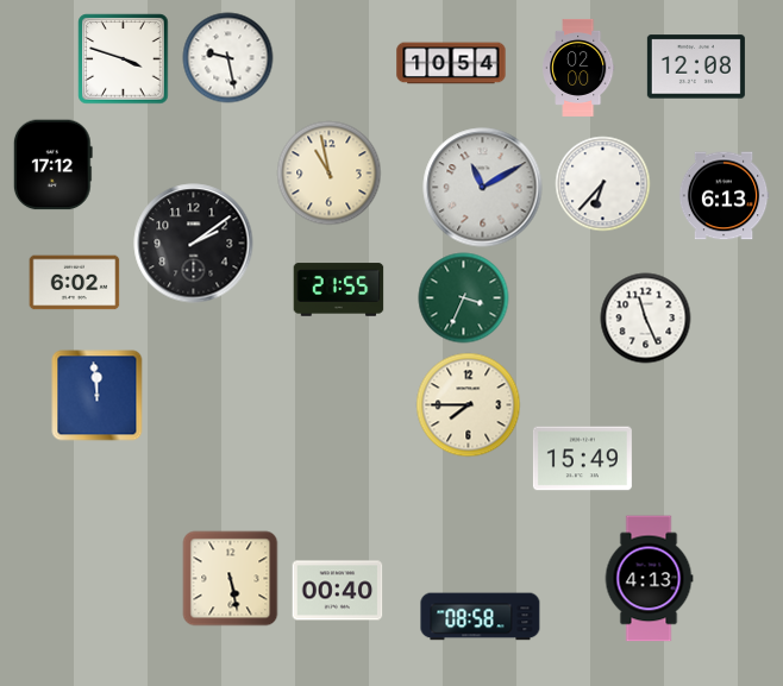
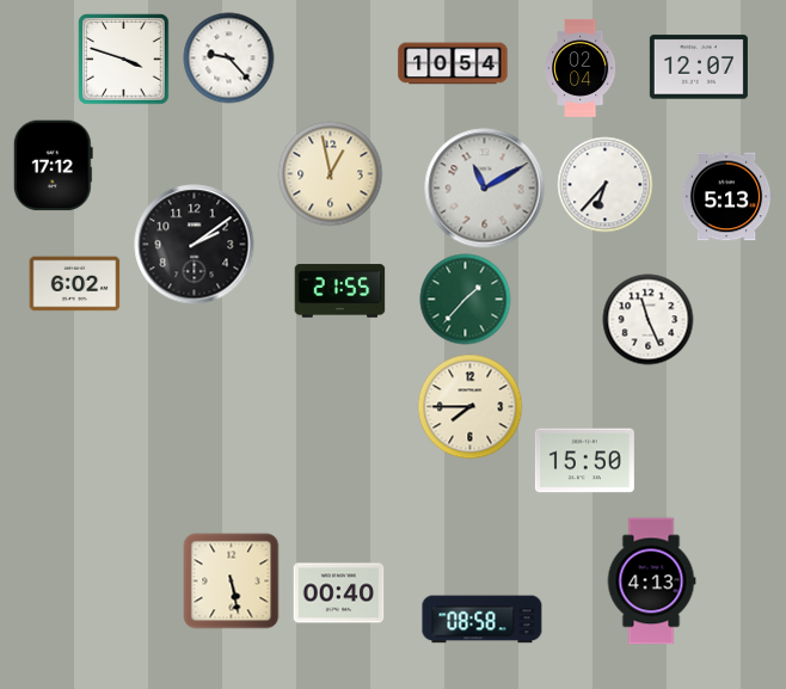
clock at (228, 58): 9:28 -> 9:23
clock at (696, 67): 12:08 -> 12:07
clock at (580, 68): 02:00 -> 02:04
clock at (330, 174): 10:58 -> 12:58
clock at (724, 196): 6:13 -> 5:13
clock at (464, 298): 3:34 -> 1:37
clock at (98, 396): 11:59 -> none
clock at (582, 459): 15:49 -> 15:50
